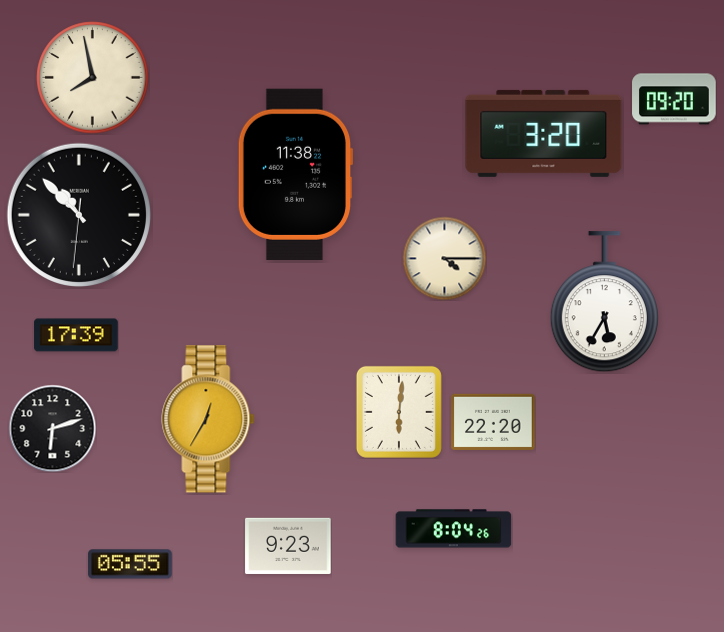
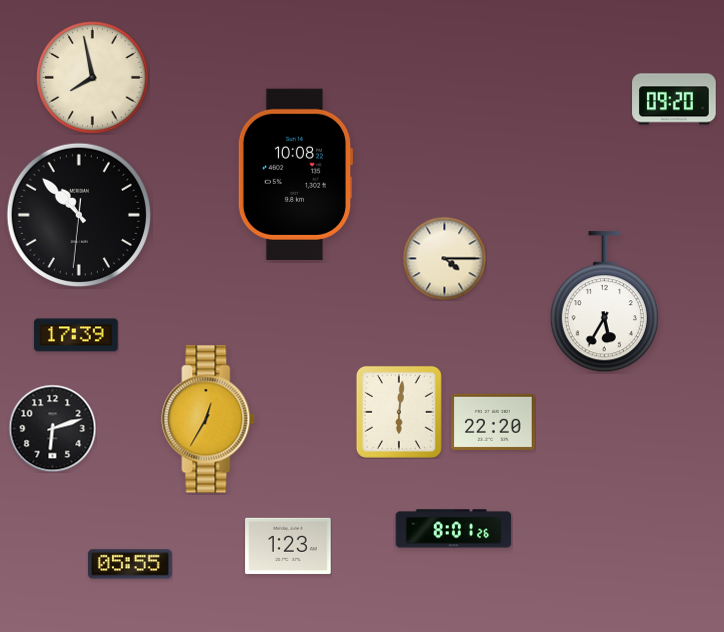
clock at (544, 133): 3:20 -> none
clock at (295, 174): 11:38 -> 10:08
clock at (454, 529): 8:04 -> 8:01
clock at (288, 545): 9:23 -> 1:23
